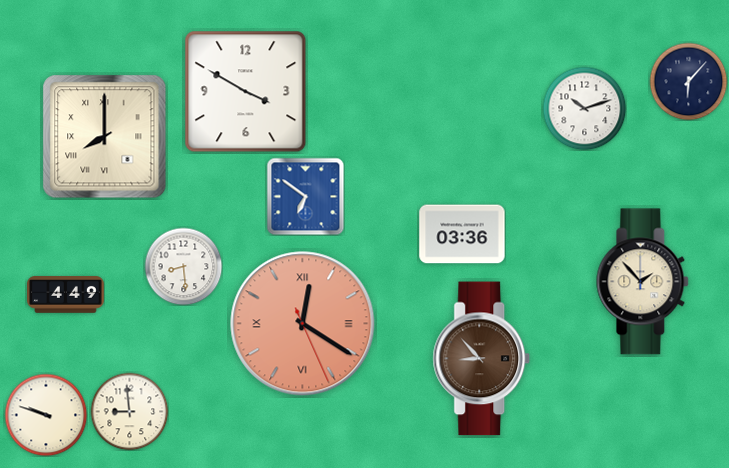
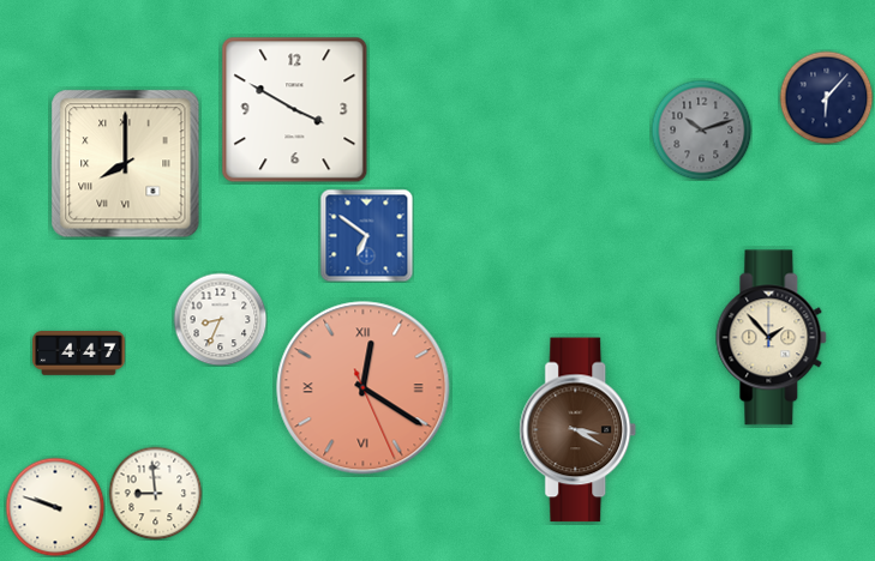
clock at (584, 108) dial: white -> grey
clock at (462, 234): 03:36 -> none
clock at (183, 266): 8:29 -> 8:34
clock at (66, 295): 4:49 -> 4:47
clock at (482, 359): 8:53 -> 3:20
clock at (46, 415) position: (46, 415) -> (55, 507)
